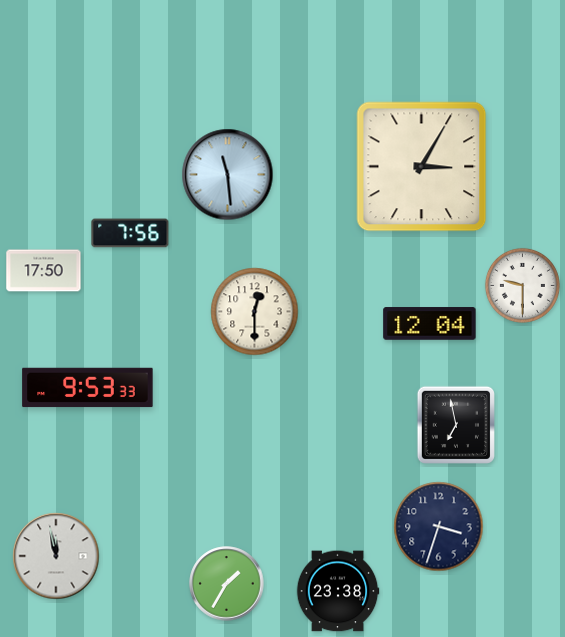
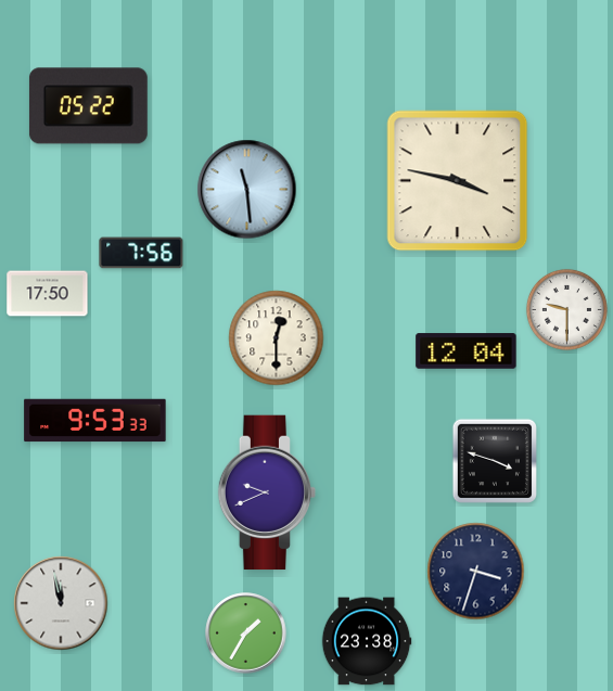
clock at (88, 106): none -> 05:22
clock at (422, 167): 3:05 -> 3:47
clock at (456, 425): 6:58 -> 3:48
clock at (267, 492): none -> 9:41
